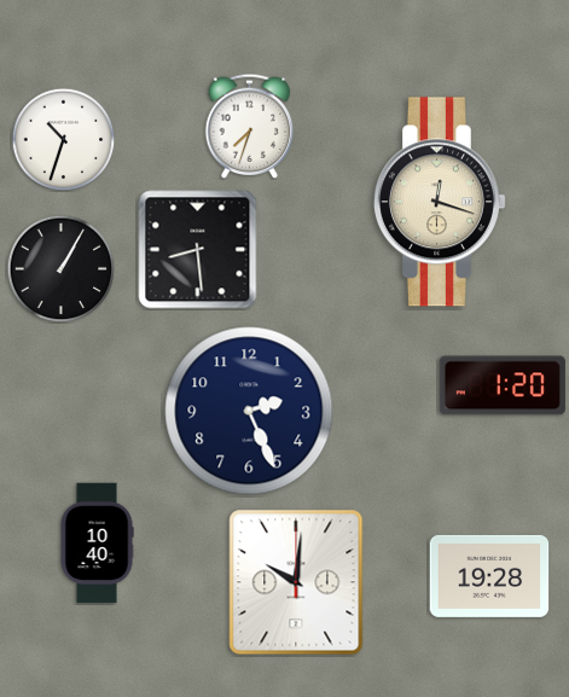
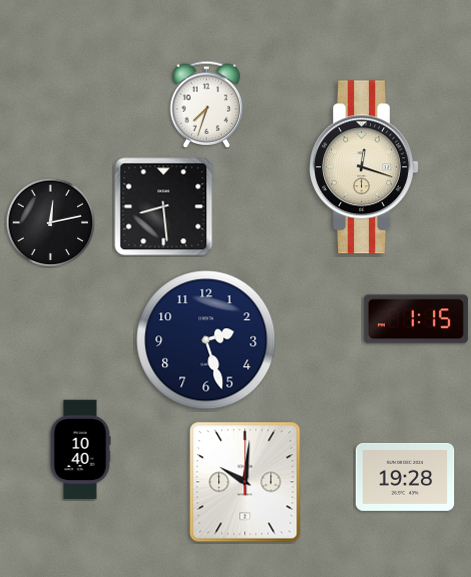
clock at (63, 139): 10:33 -> none
clock at (60, 268): 1:05 -> 12:13
clock at (503, 385): 1:20 -> 1:15
clock at (249, 411): 2:26 -> 2:27
